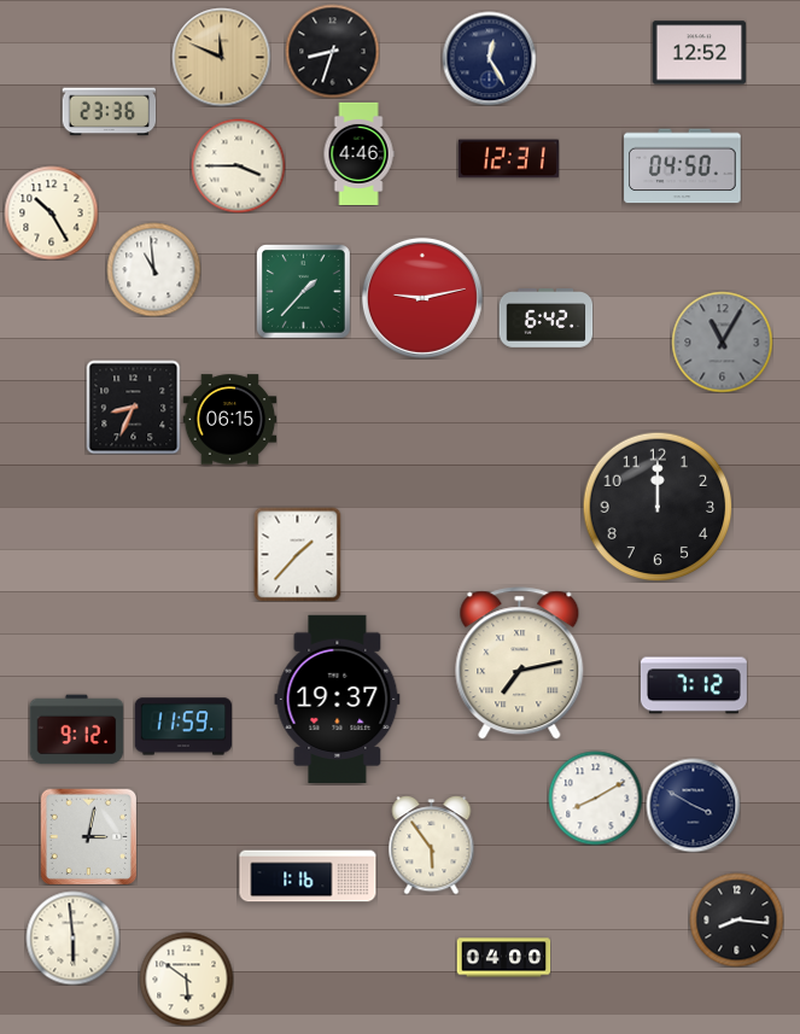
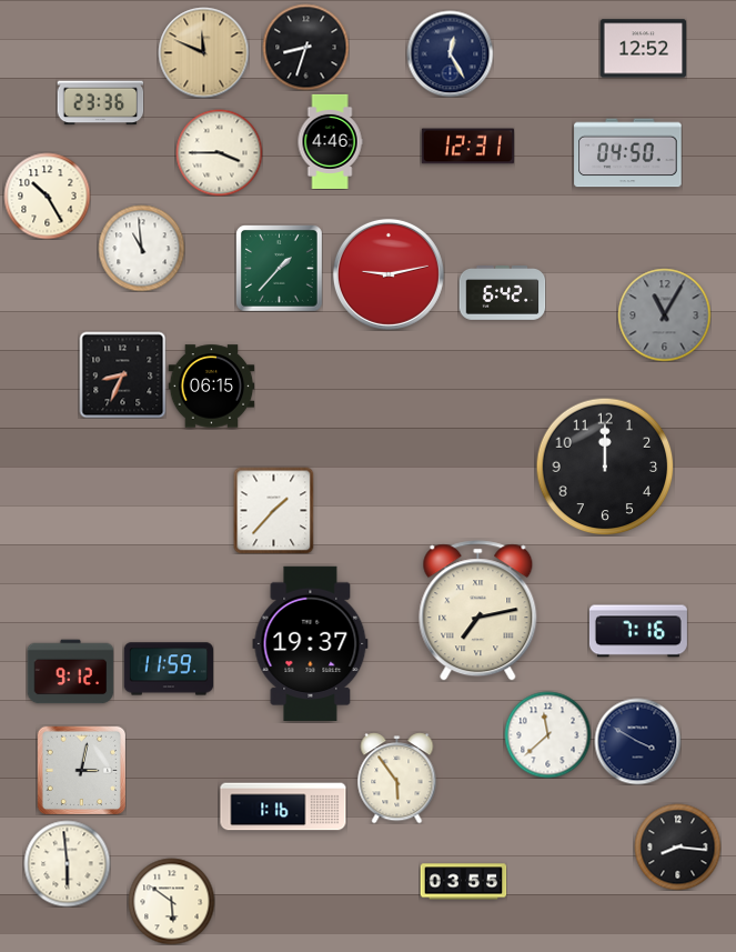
clock at (694, 685): 7:12 -> 7:16
clock at (595, 798): 8:10 -> 11:38
clock at (503, 958): 04:00 -> 03:55
